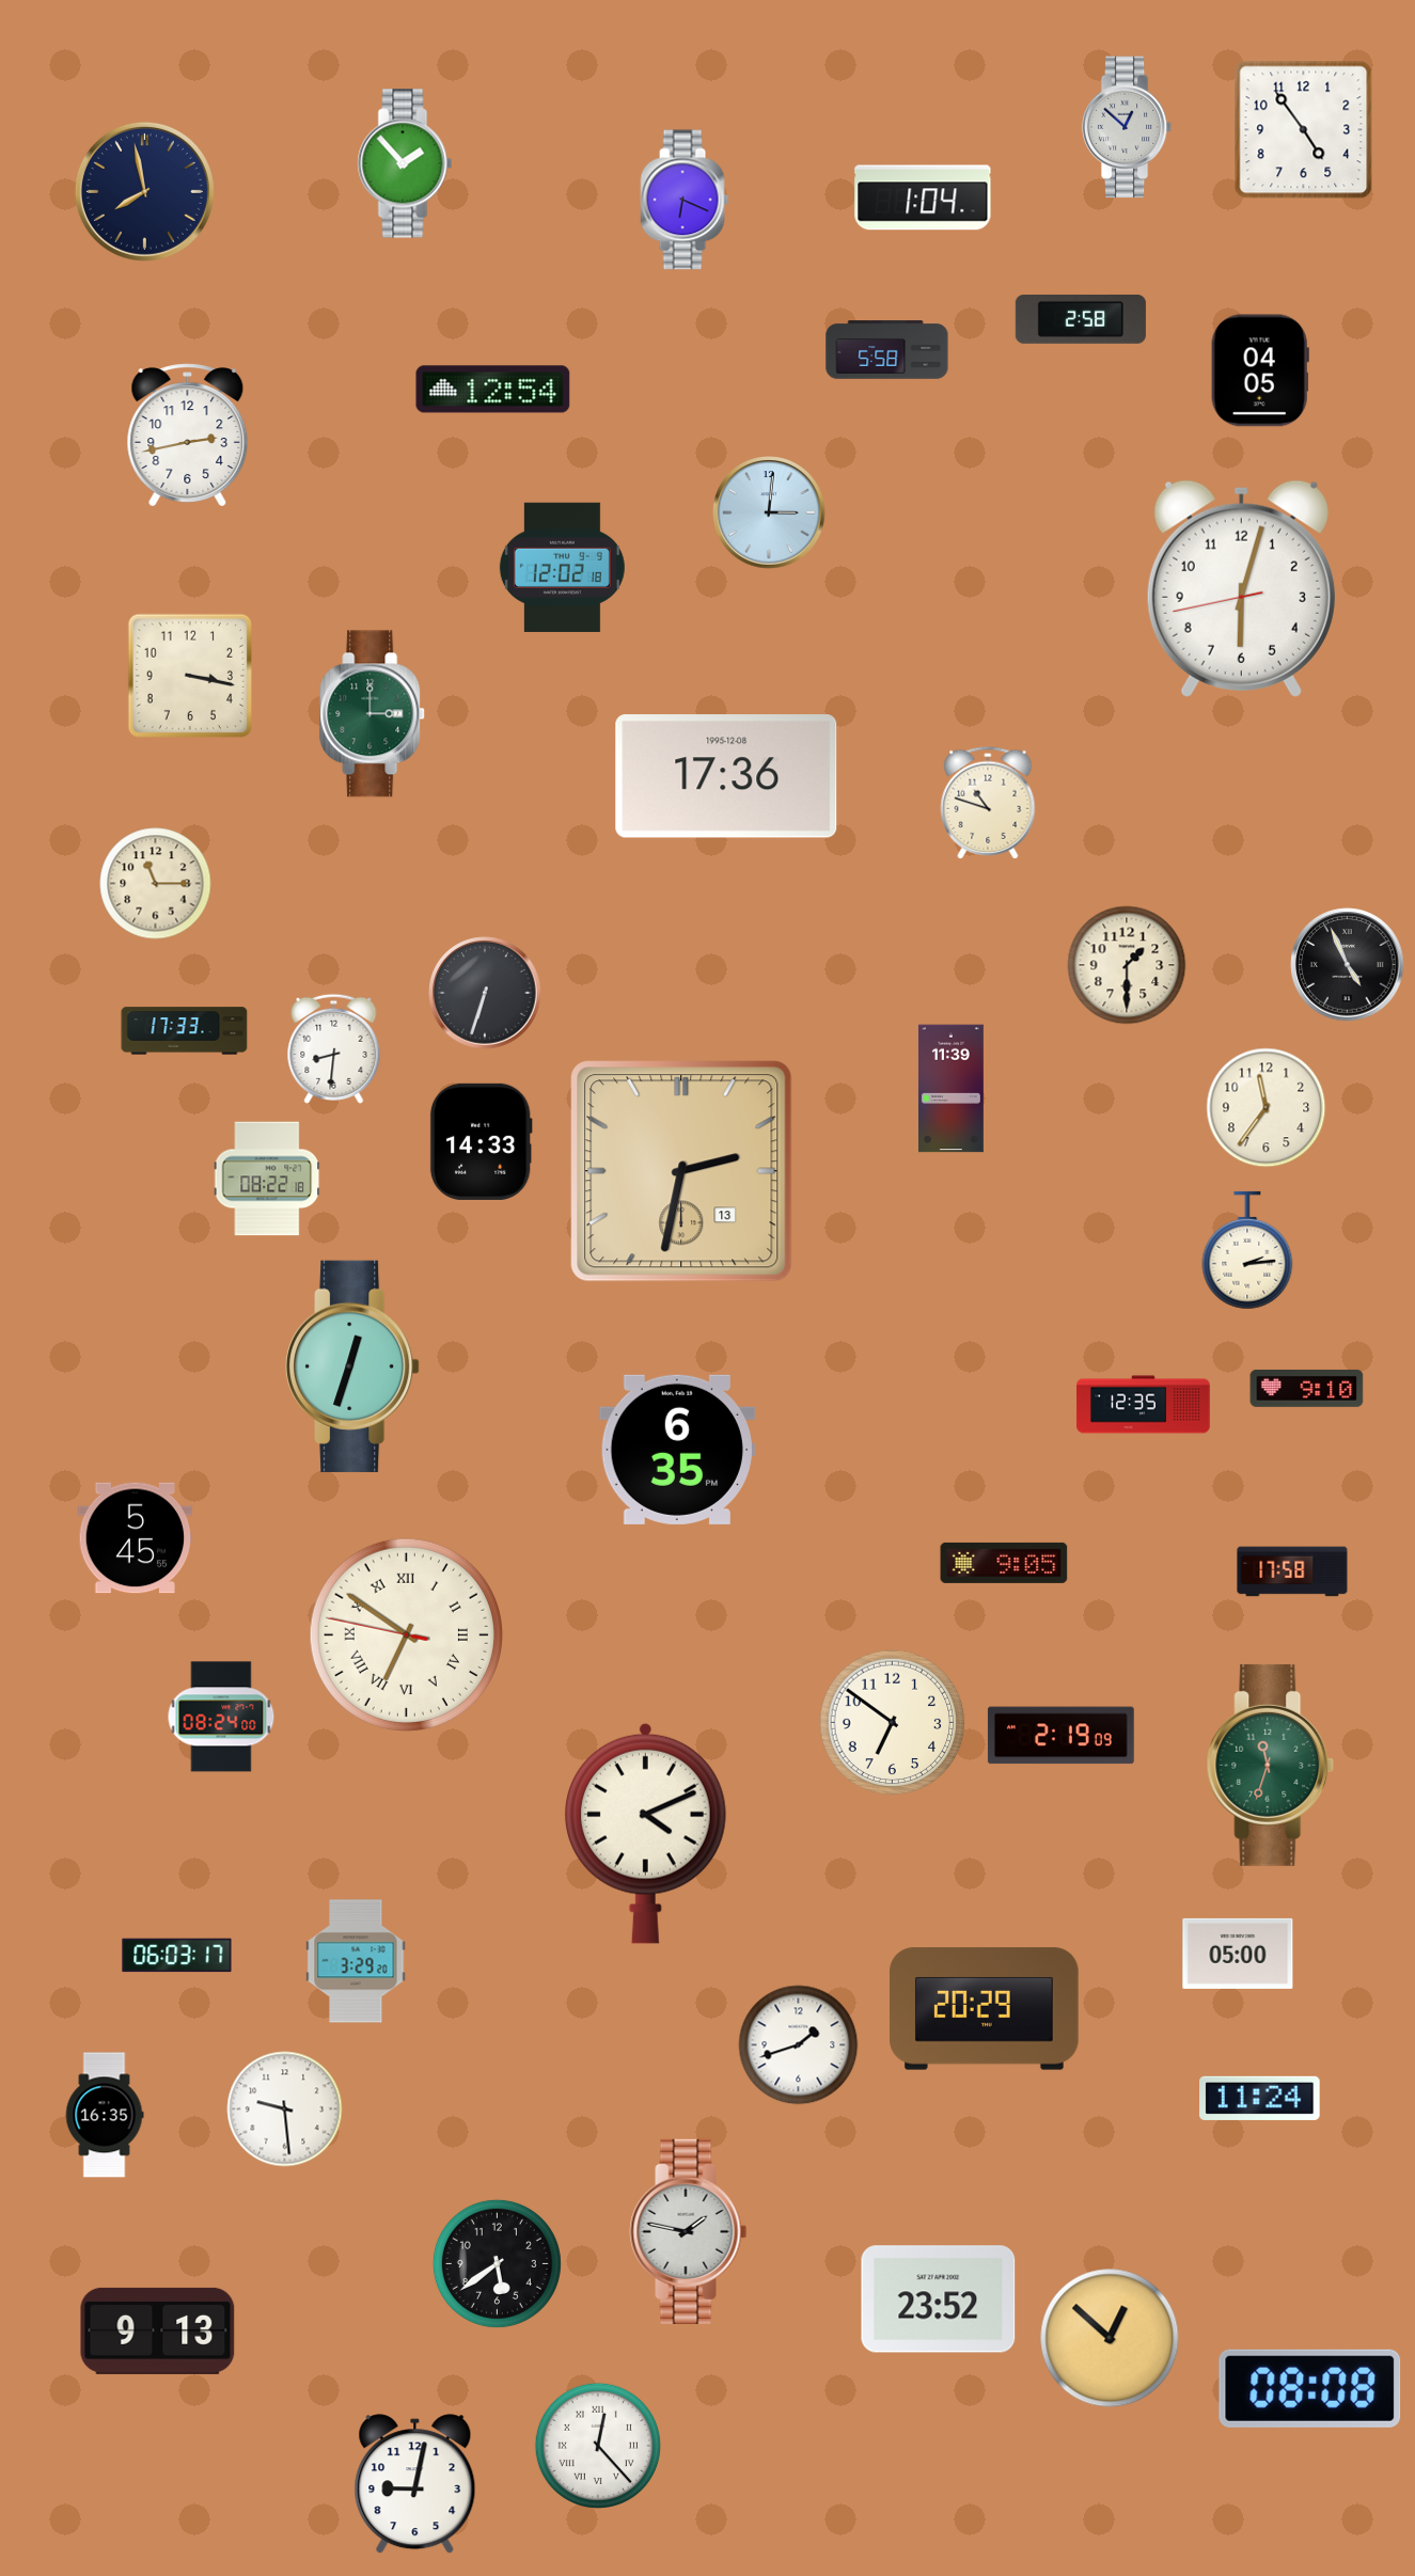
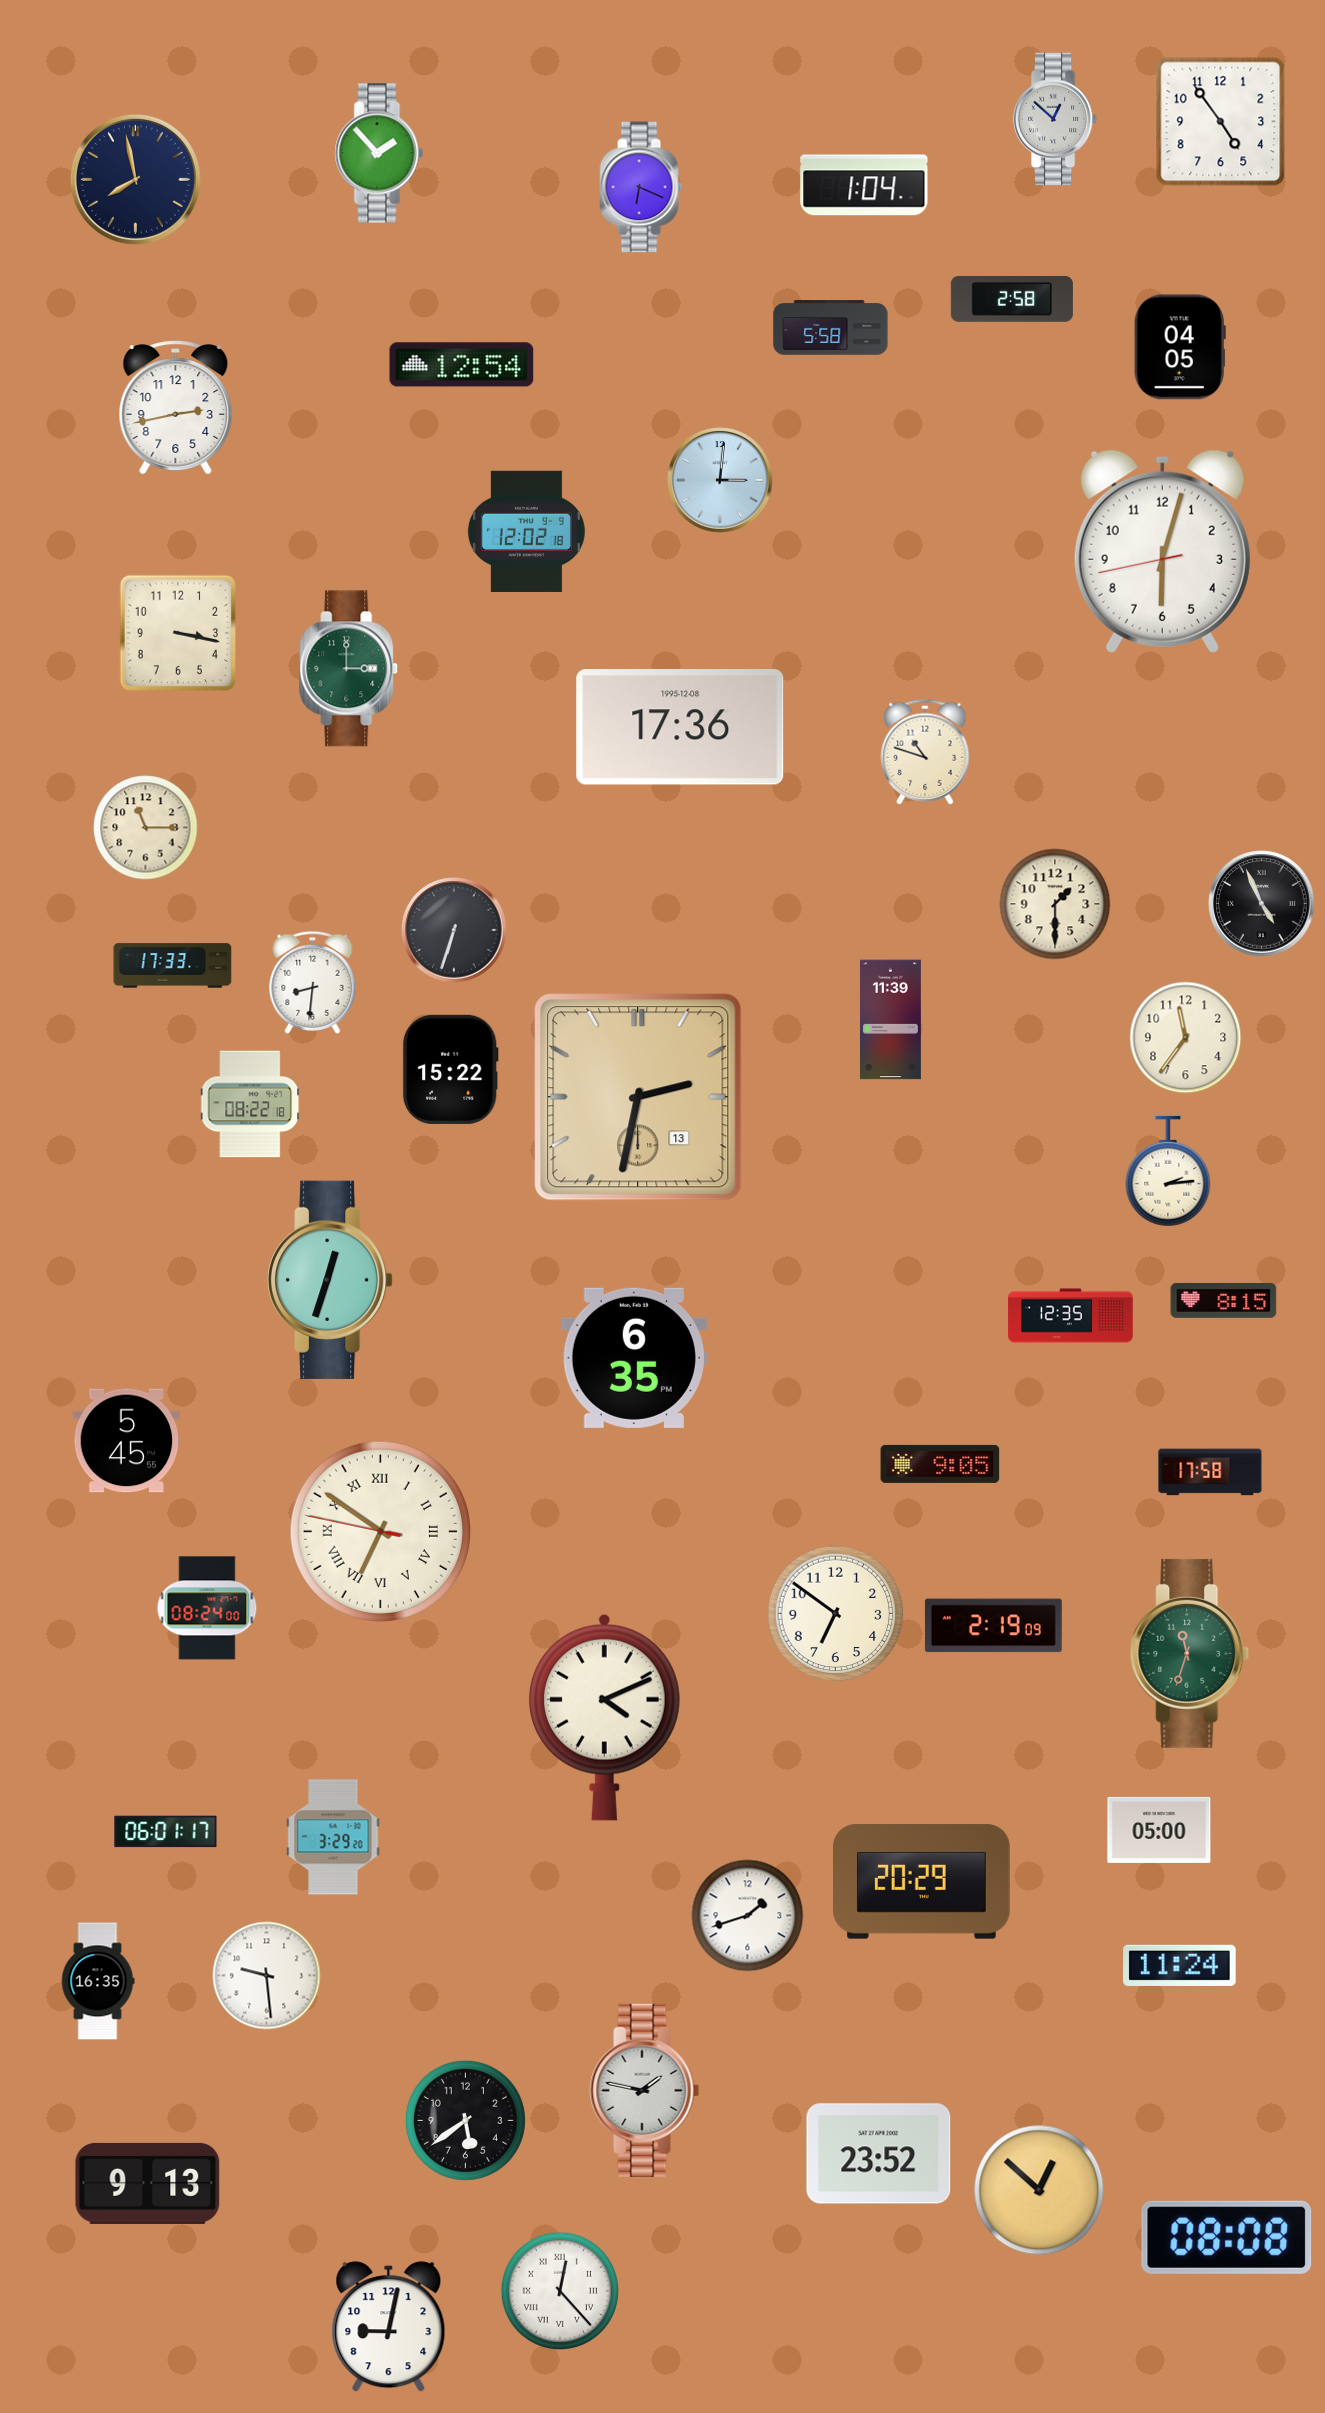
clock at (481, 1141): 14:33 -> 15:22
clock at (1307, 1388): 9:10 -> 8:15
clock at (177, 1956): 06:03 -> 06:01
